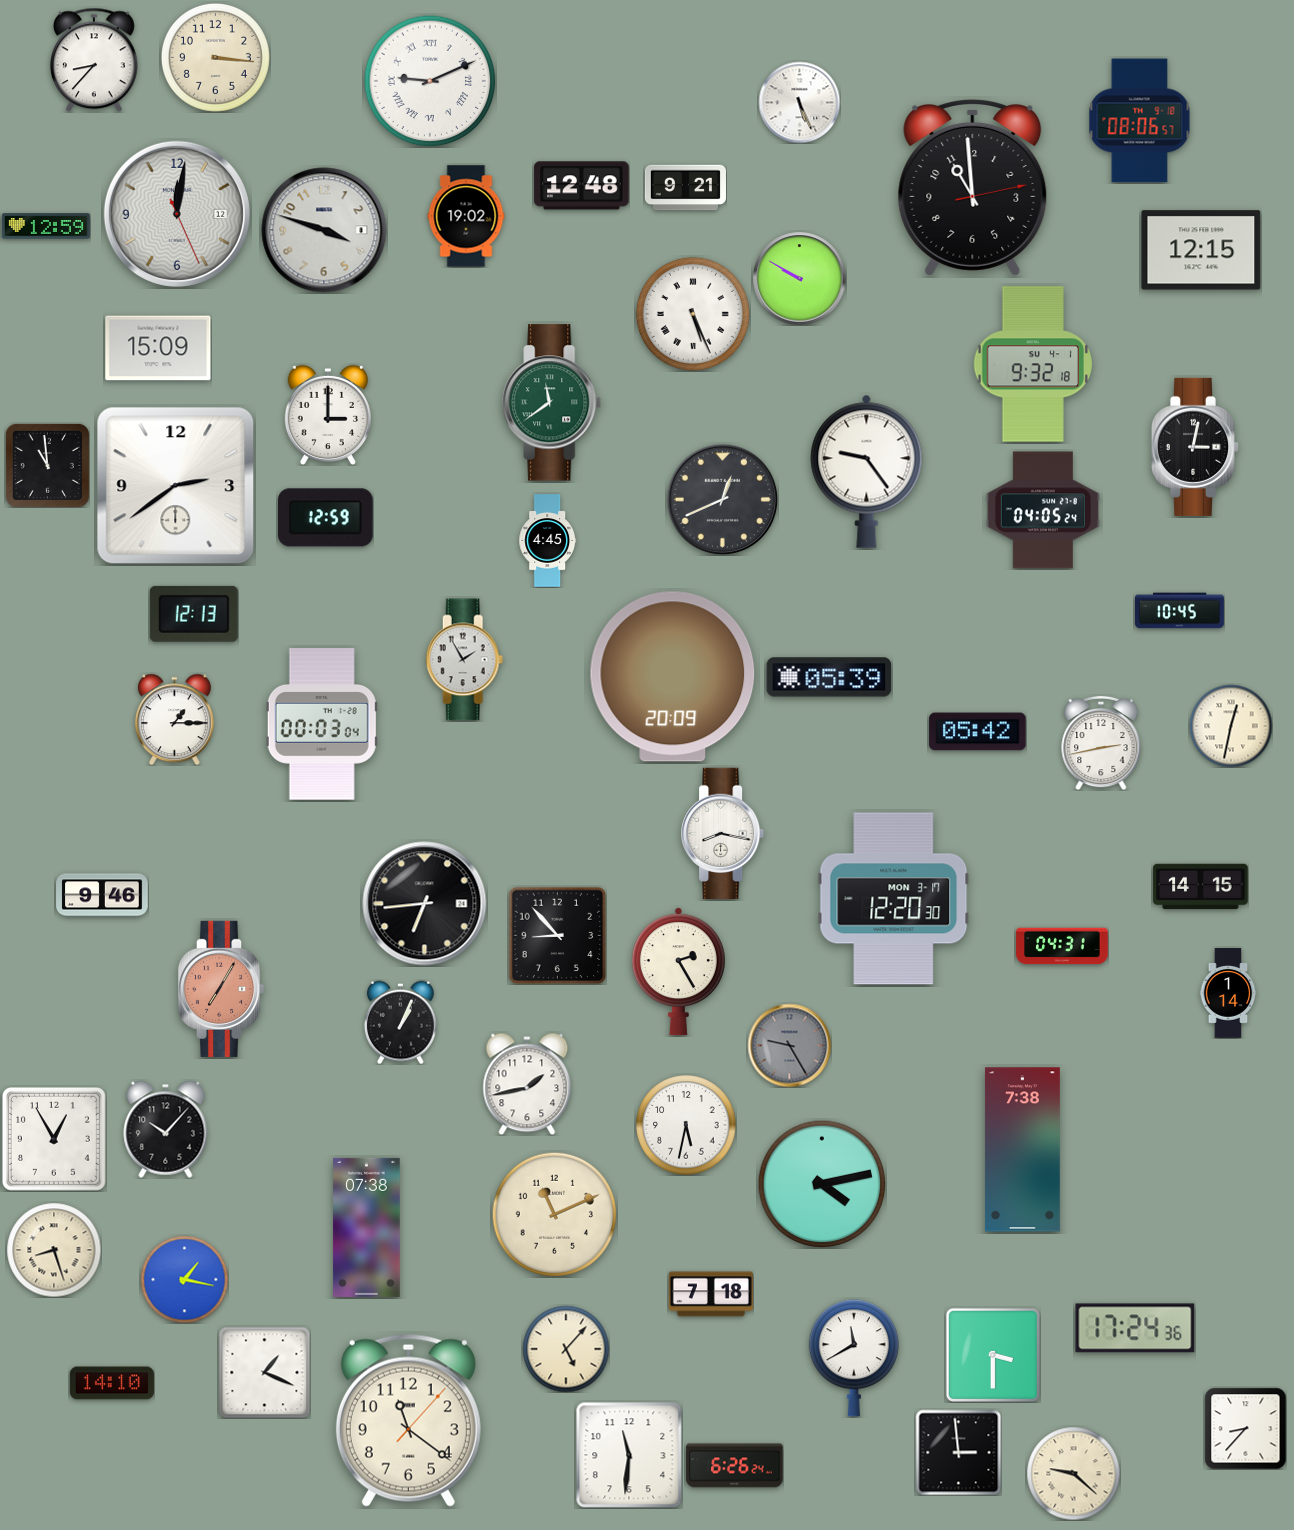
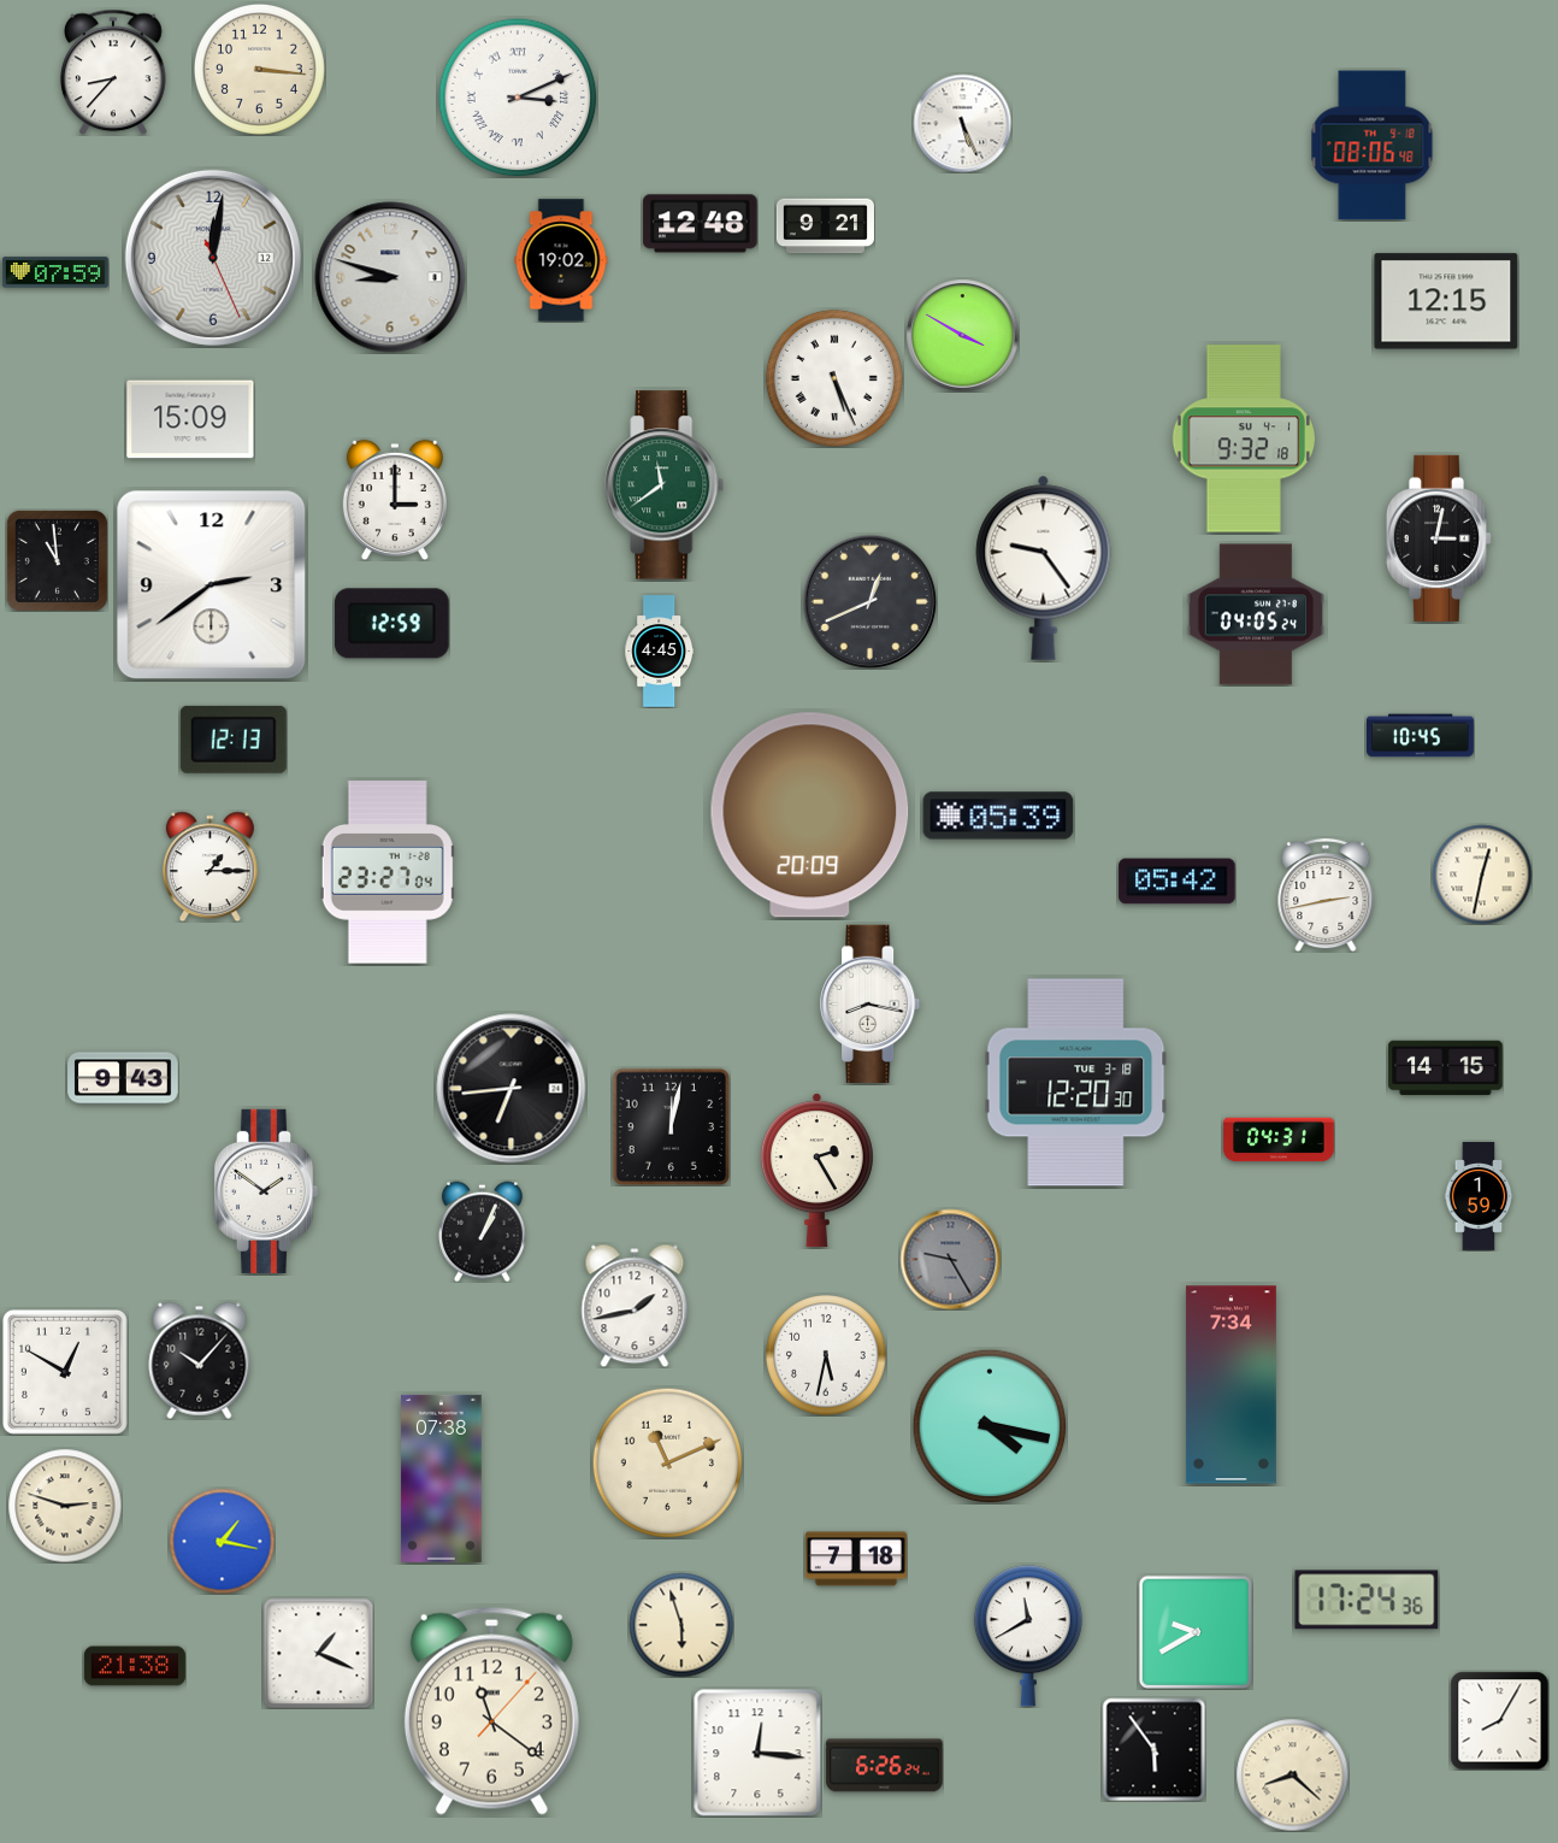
clock at (430, 81): 9:11 -> 3:11
clock at (1140, 121): 08:06:57 -> 08:06:48
clock at (973, 187): 10:59 -> none
clock at (46, 226): 12:59 -> 07:59
clock at (324, 230): 3:48 -> 8:48
clock at (799, 278): 9:50 -> 3:50
clock at (465, 660): 1:55 -> none
clock at (322, 724): 00:03 -> 23:27
clock at (102, 895): 9:46 -> 9:43
clock at (894, 899) date: MON 3-17 -> TUE 3-18
clock at (557, 935): 8:53 -> 12:02
clock at (221, 989): 7:05 -> 1:51
clock at (221, 989) dial: salmon -> white
clock at (1228, 993): 1:14 -> 1:59
clock at (54, 1139): 12:55 -> 12:50
clock at (1022, 1150): 7:38 -> 7:34
clock at (822, 1184): 4:13 -> 4:17
clock at (54, 1250): 8:27 -> 2:48
clock at (566, 1349): 5:07 -> 5:57
clock at (993, 1355): 3:30 -> 9:40
clock at (112, 1383): 14:10 -> 21:38
clock at (1245, 1428): 8:37 -> 8:05
clock at (958, 1452): 2:59 -> 5:54
clock at (629, 1455): 11:31 -> 12:16
clock at (1073, 1473): 9:22 -> 8:22
